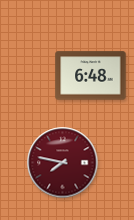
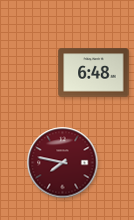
clock at (91, 76) position: (91, 76) -> (94, 73)
